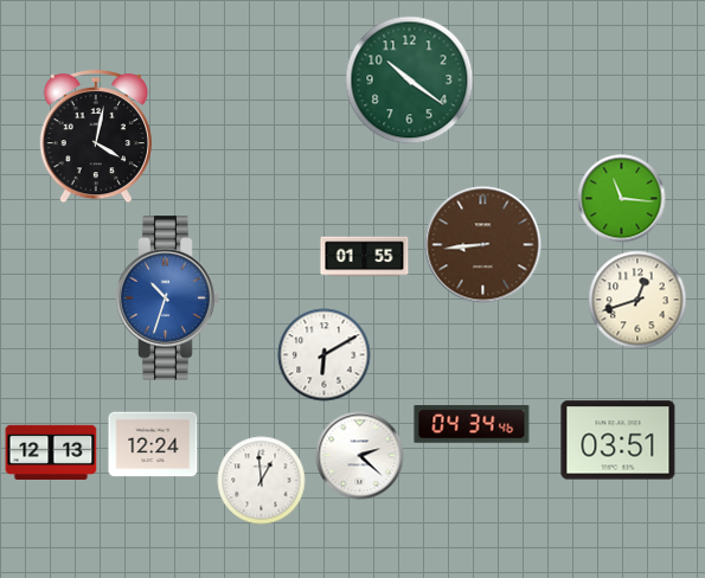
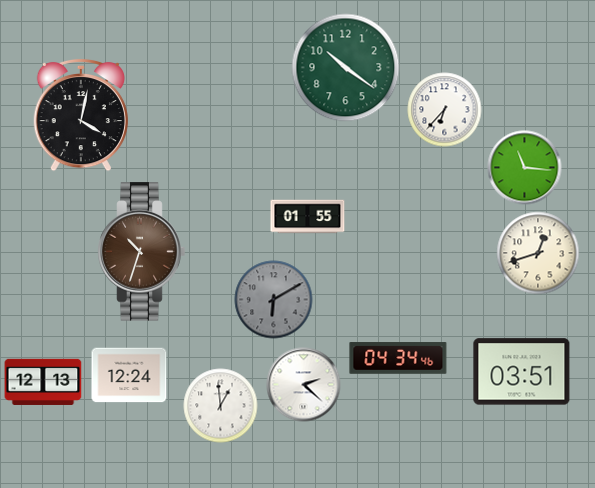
clock at (445, 110): none -> 6:37
clock at (483, 245): 8:44 -> none
clock at (168, 298) dial: blue -> brown
clock at (325, 355) dial: white -> grey
